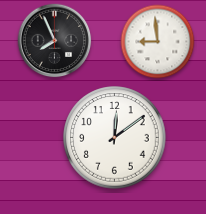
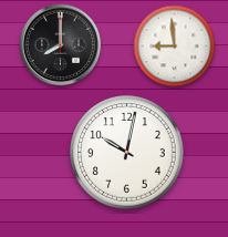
clock at (55, 41): 7:56 -> 8:00
clock at (115, 138): 12:09 -> 10:02
